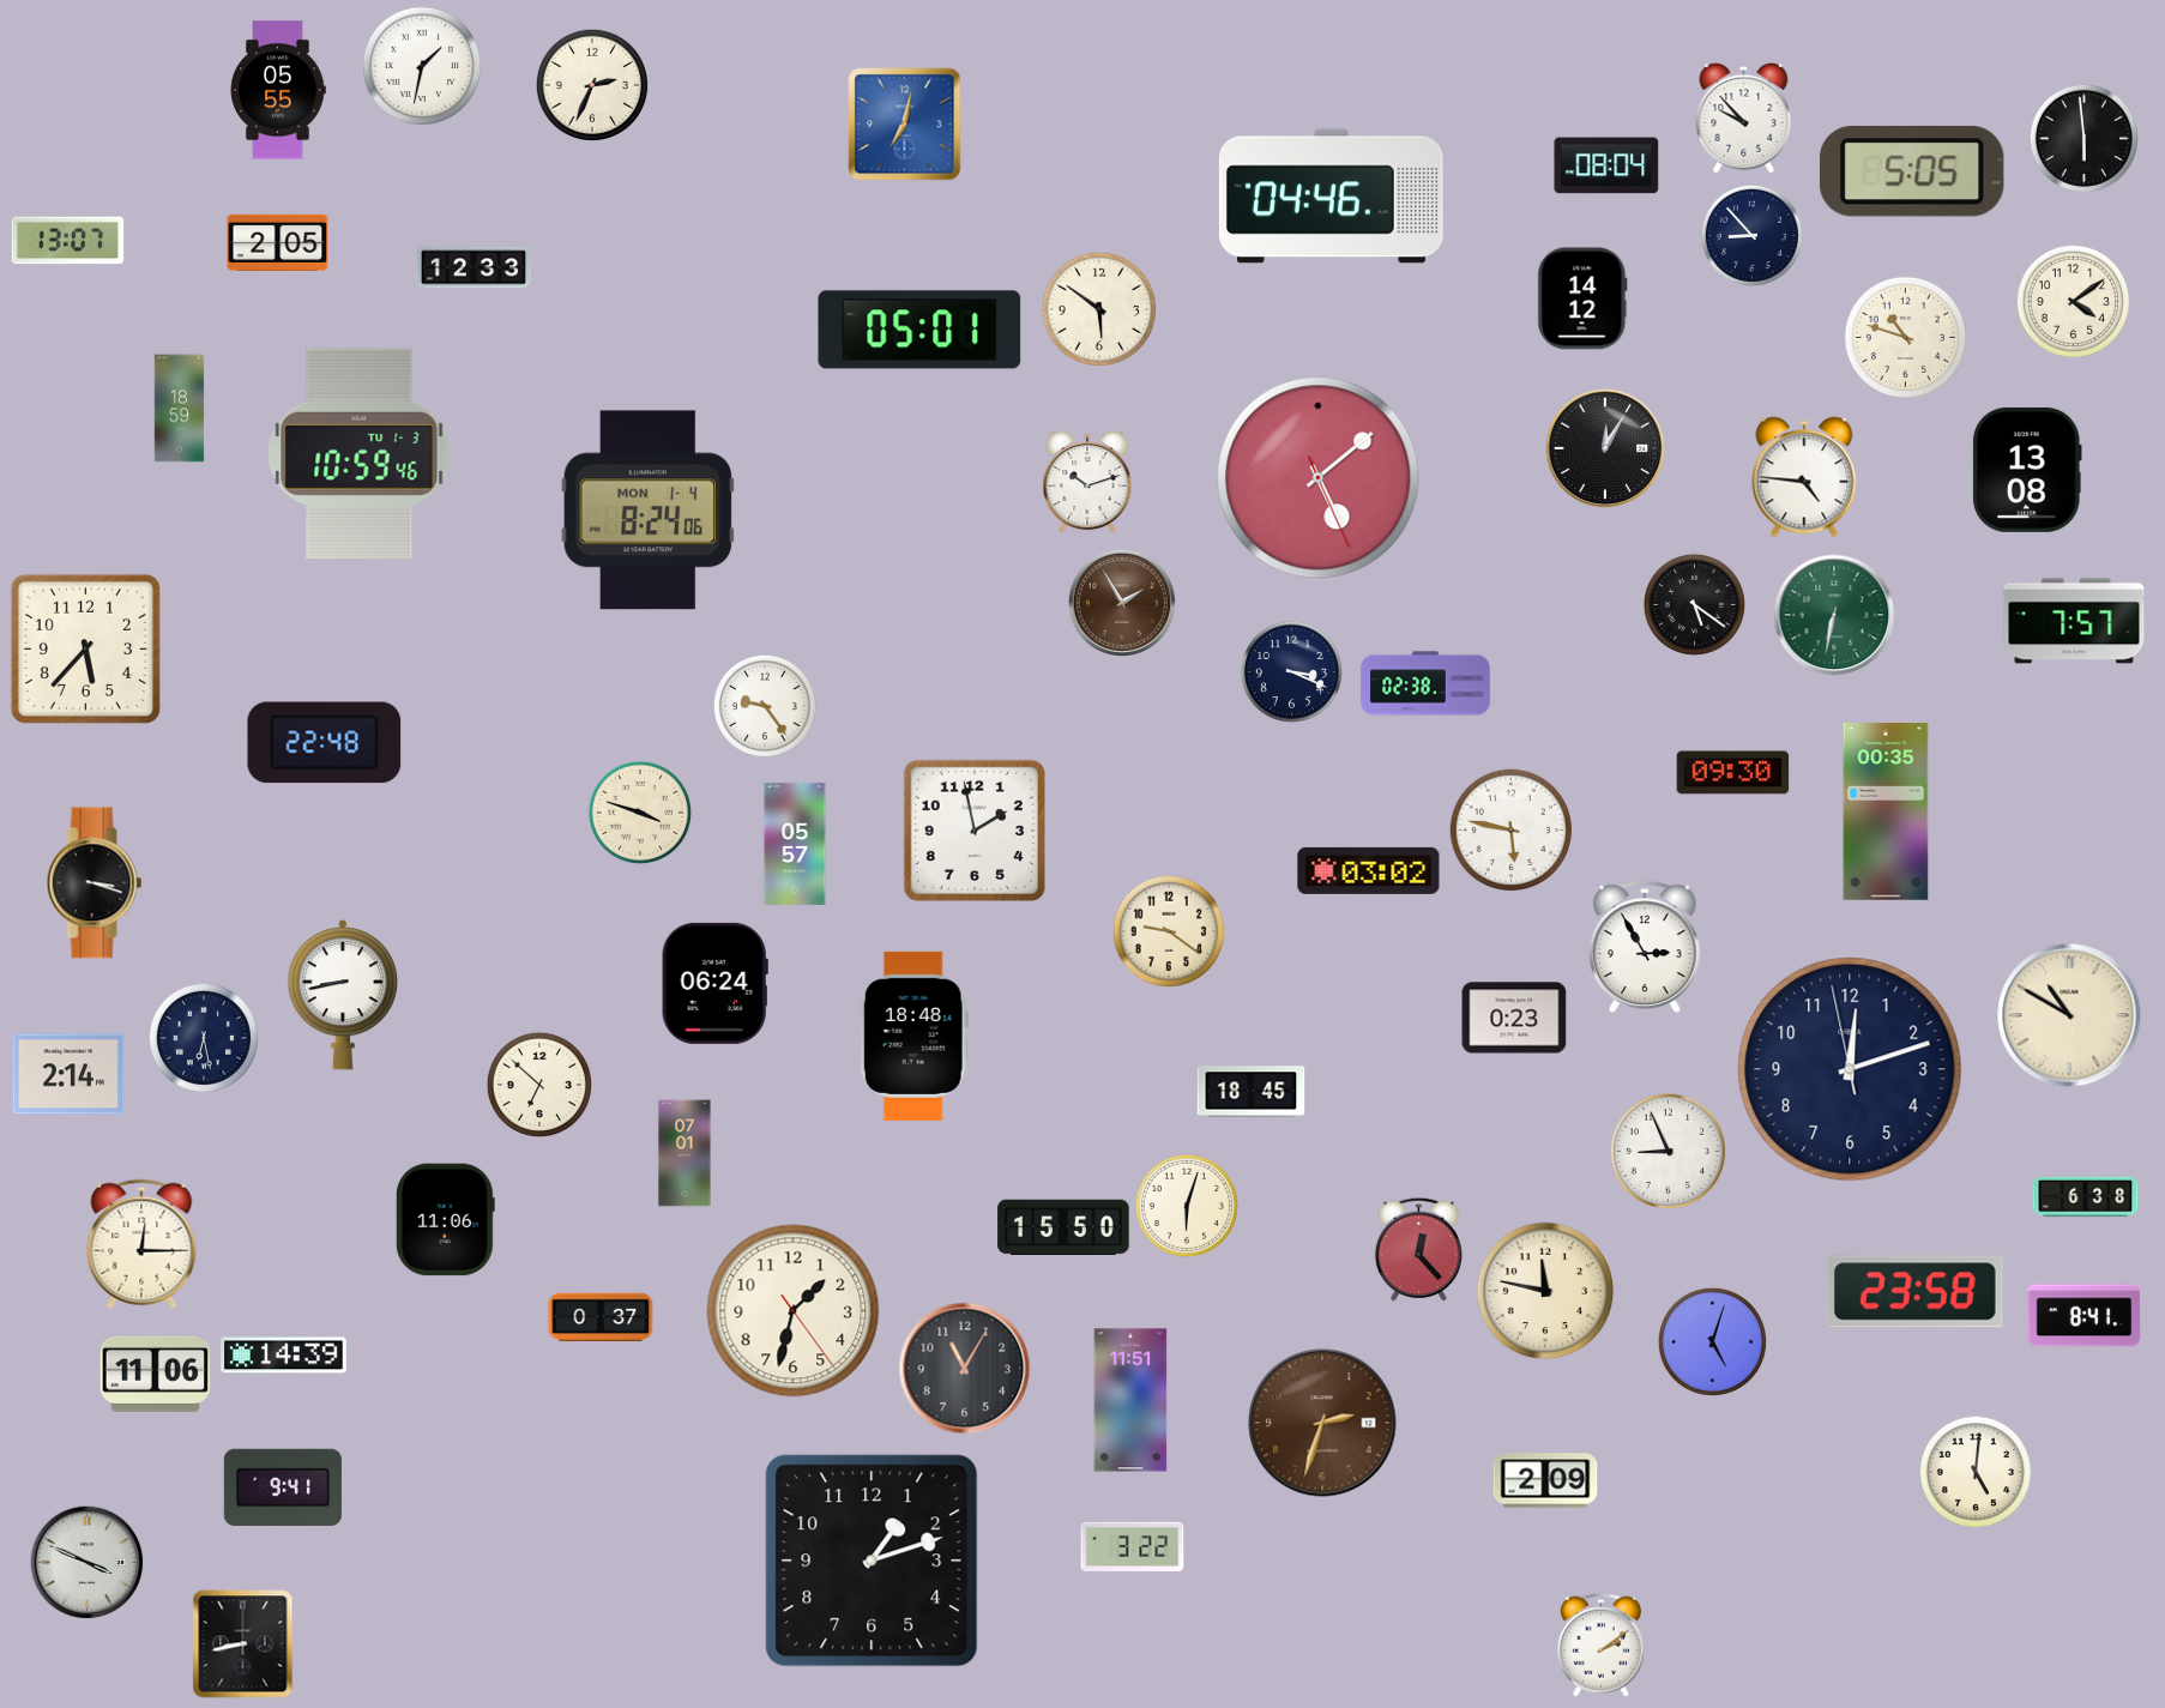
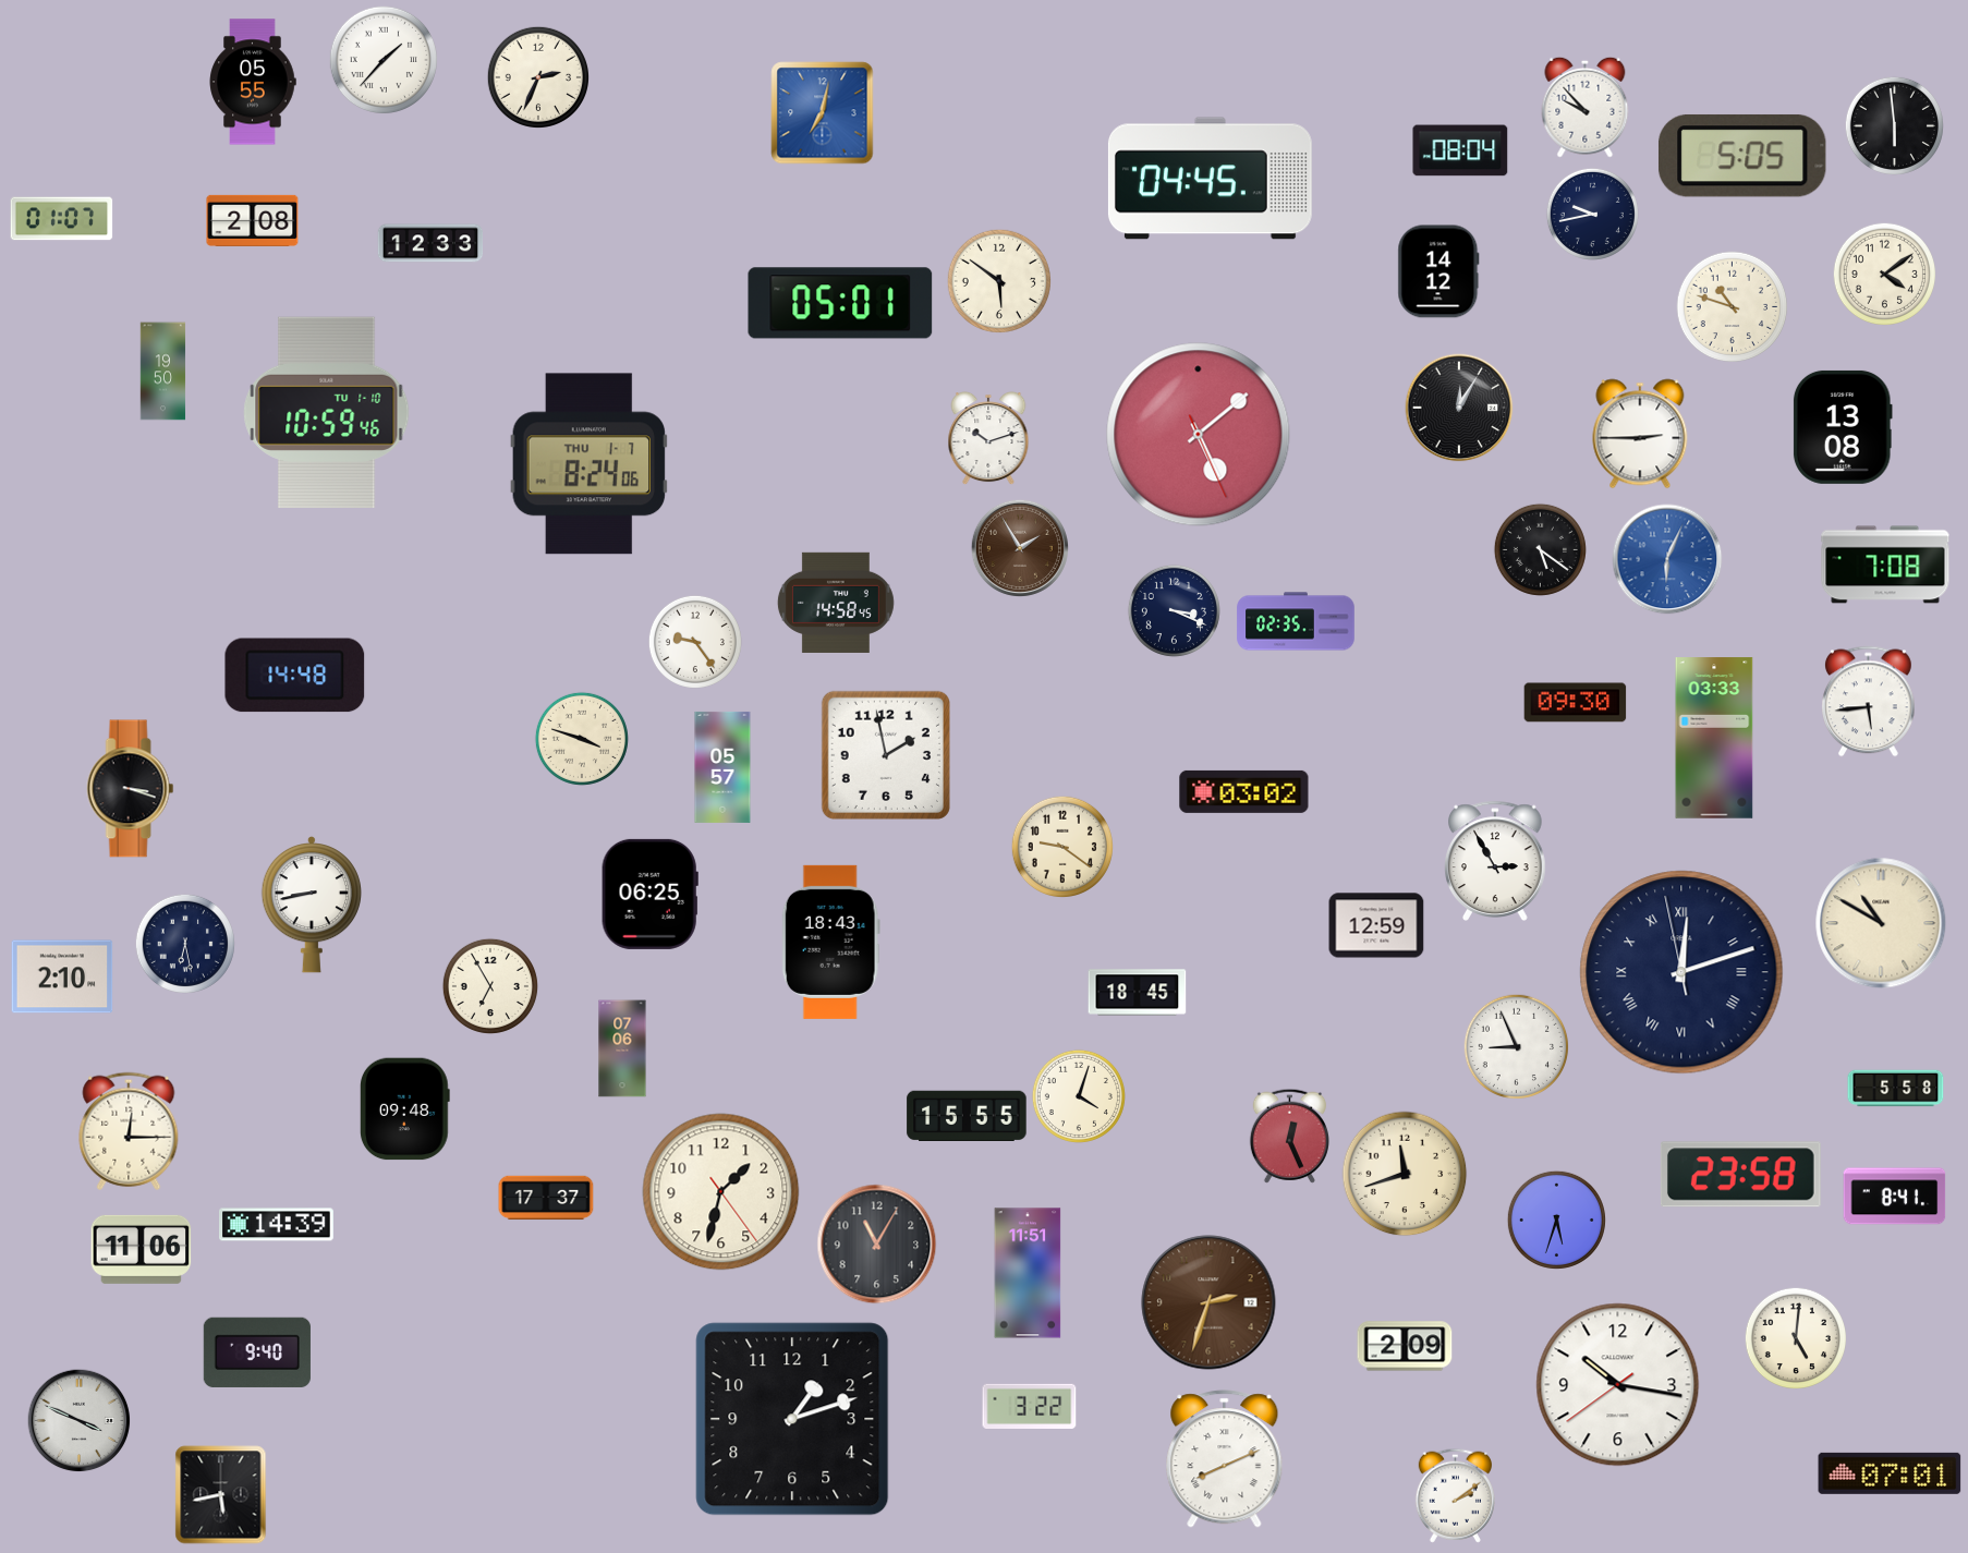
clock at (422, 66): 1:32 -> 1:37
clock at (1912, 171) position: (1912, 171) -> (1742, 156)
clock at (1331, 197): 04:46 -> 04:45
clock at (1751, 235): 8:53 -> 9:43
clock at (68, 241): 13:07 -> 01:07
clock at (278, 242): 2:05 -> 2:08
clock at (919, 330) position: (919, 330) -> (840, 303)
clock at (180, 409): 18:59 -> 19:50
clock at (360, 453) date: TU 1-3 -> TU 1-10
clock at (1804, 477): 4:46 -> 2:45
clock at (649, 511) date: MON 1-4 -> THU 1-7
clock at (1834, 615): 6:32 -> 6:04
clock at (1834, 615) dial: green -> blue
clock at (2074, 621): 7:57 -> 7:08
clock at (85, 648): 5:37 -> none
clock at (836, 603): none -> 14:58
clock at (1425, 683): 02:38 -> 02:35
clock at (325, 743): 22:48 -> 14:48
clock at (1869, 702): none -> 5:44
clock at (1886, 811): 00:35 -> 03:33
clock at (1512, 831): 5:47 -> none
clock at (95, 883) position: (95, 883) -> (131, 789)
clock at (714, 983): 06:24 -> 06:25
clock at (1514, 1018): 0:23 -> 12:59
clock at (913, 1036): 18:48 -> 18:43
clock at (1850, 1069) numerals: Arabic -> Roman
clock at (68, 1074): 2:14 -> 2:10
clock at (539, 1085): 6:52 -> 6:55
clock at (685, 1153): 07:01 -> 07:06
clock at (2086, 1197): 6:38 -> 5:58
clock at (1187, 1206): 6:03 -> 4:03
clock at (445, 1220): 11:06 -> 09:48
clock at (1063, 1226): 15:50 -> 15:55
clock at (1418, 1249): 12:23 -> 12:26
clock at (1545, 1291): 11:47 -> 11:42
clock at (601, 1317): 0:37 -> 17:37
clock at (1712, 1341): 5:03 -> 5:33
clock at (284, 1356) position: (284, 1356) -> (277, 1225)
clock at (1322, 1423) position: (1322, 1423) -> (1208, 1302)
clock at (283, 1487): 9:41 -> 9:40
clock at (1618, 1385): none -> 10:16
clock at (1225, 1459): none -> 8:11
clock at (1890, 1473): none -> 07:01
clock at (243, 1644): 8:43 -> 5:43
